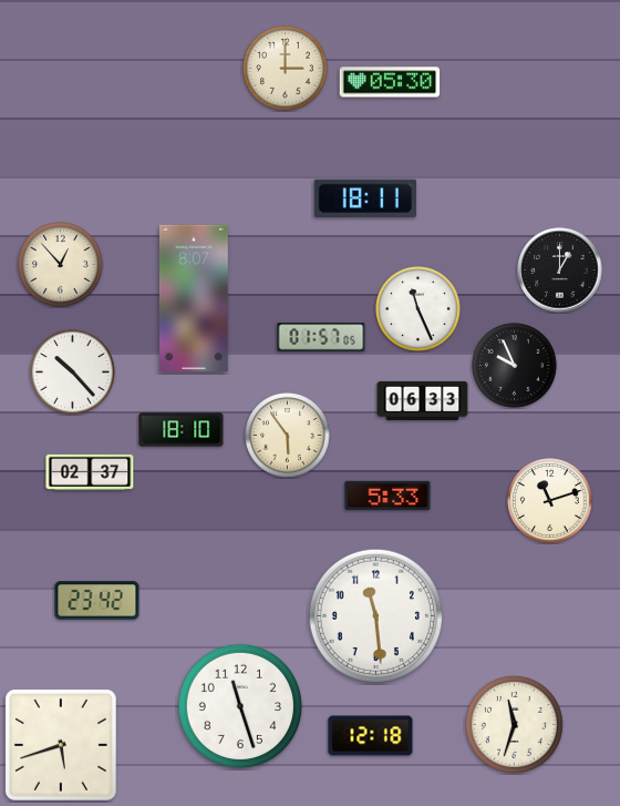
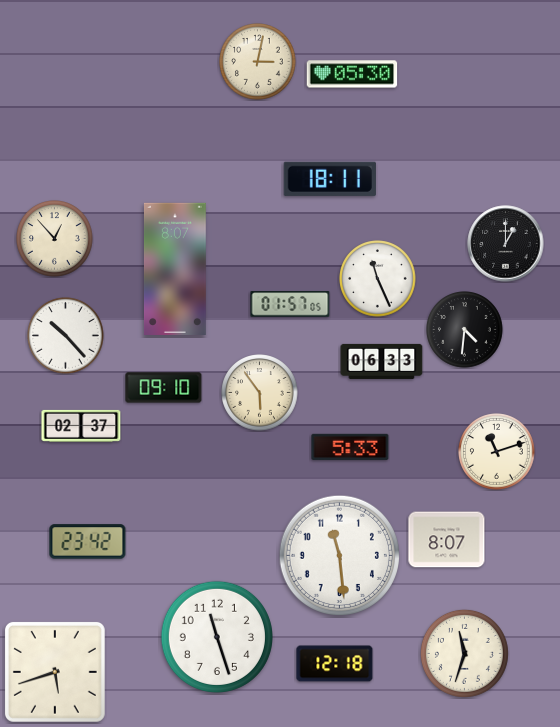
clock at (286, 69): 3:00 -> 3:02
clock at (515, 366): 9:56 -> 4:31
clock at (182, 430): 18:10 -> 09:10
clock at (447, 540): none -> 8:07
